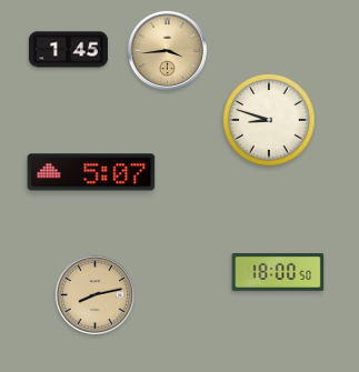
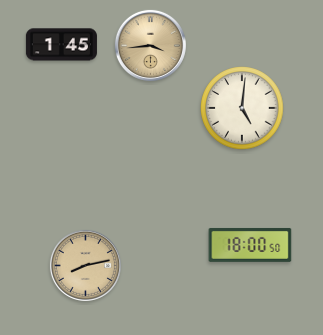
clock at (269, 120): 8:48 -> 5:01
clock at (91, 172): 5:07 -> none
